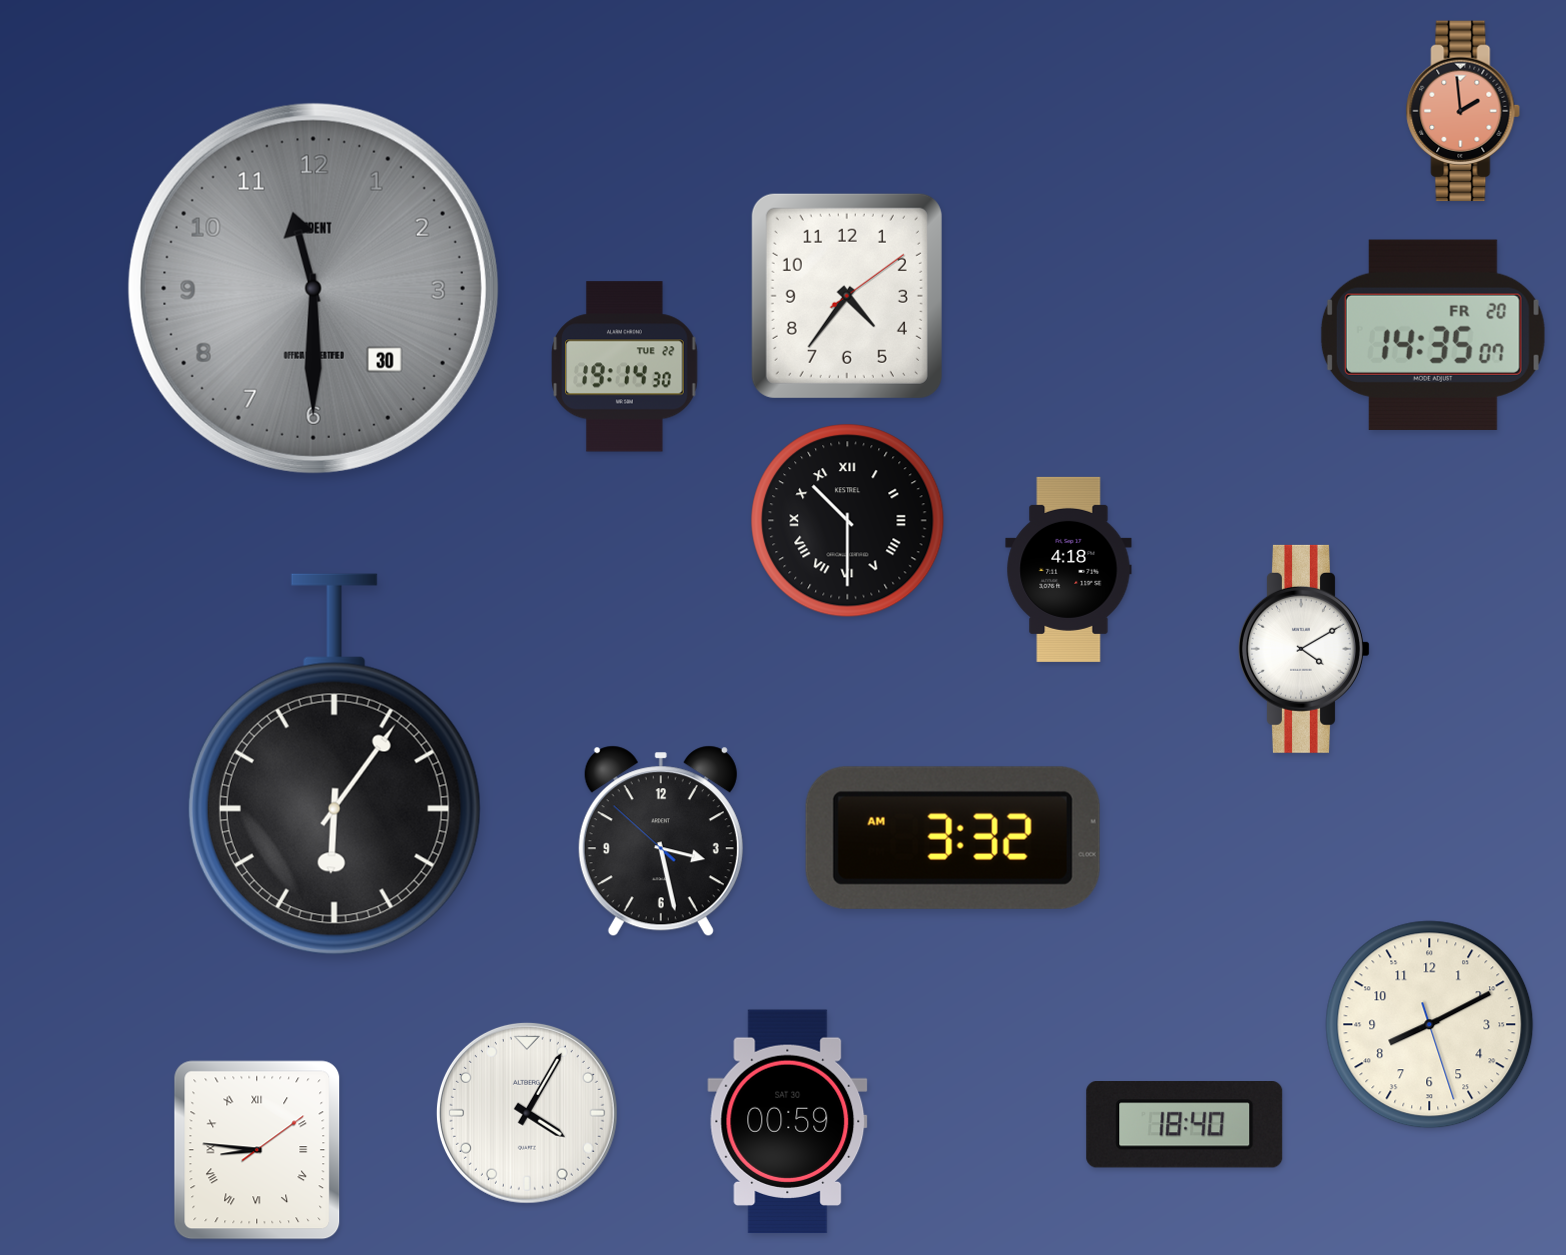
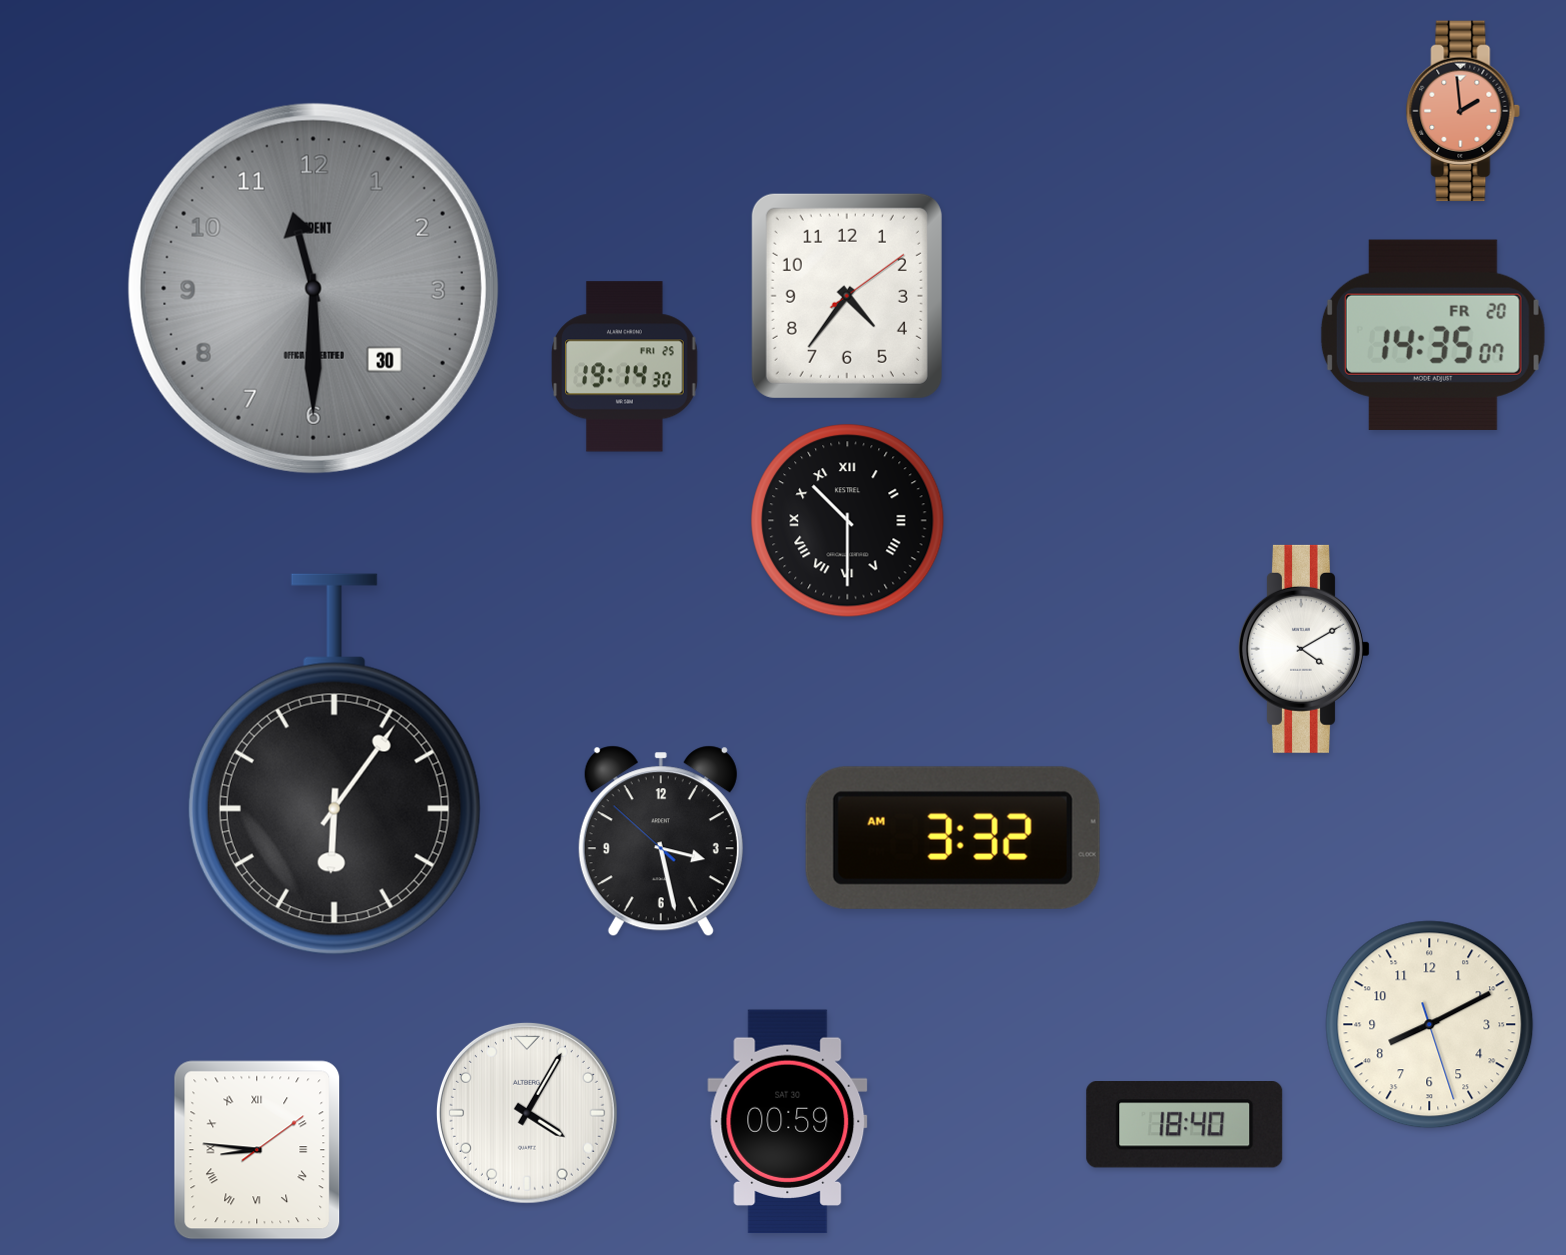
clock at (625, 367) date: TUE 22 -> FRI 25
clock at (1069, 569): 4:18 -> none
